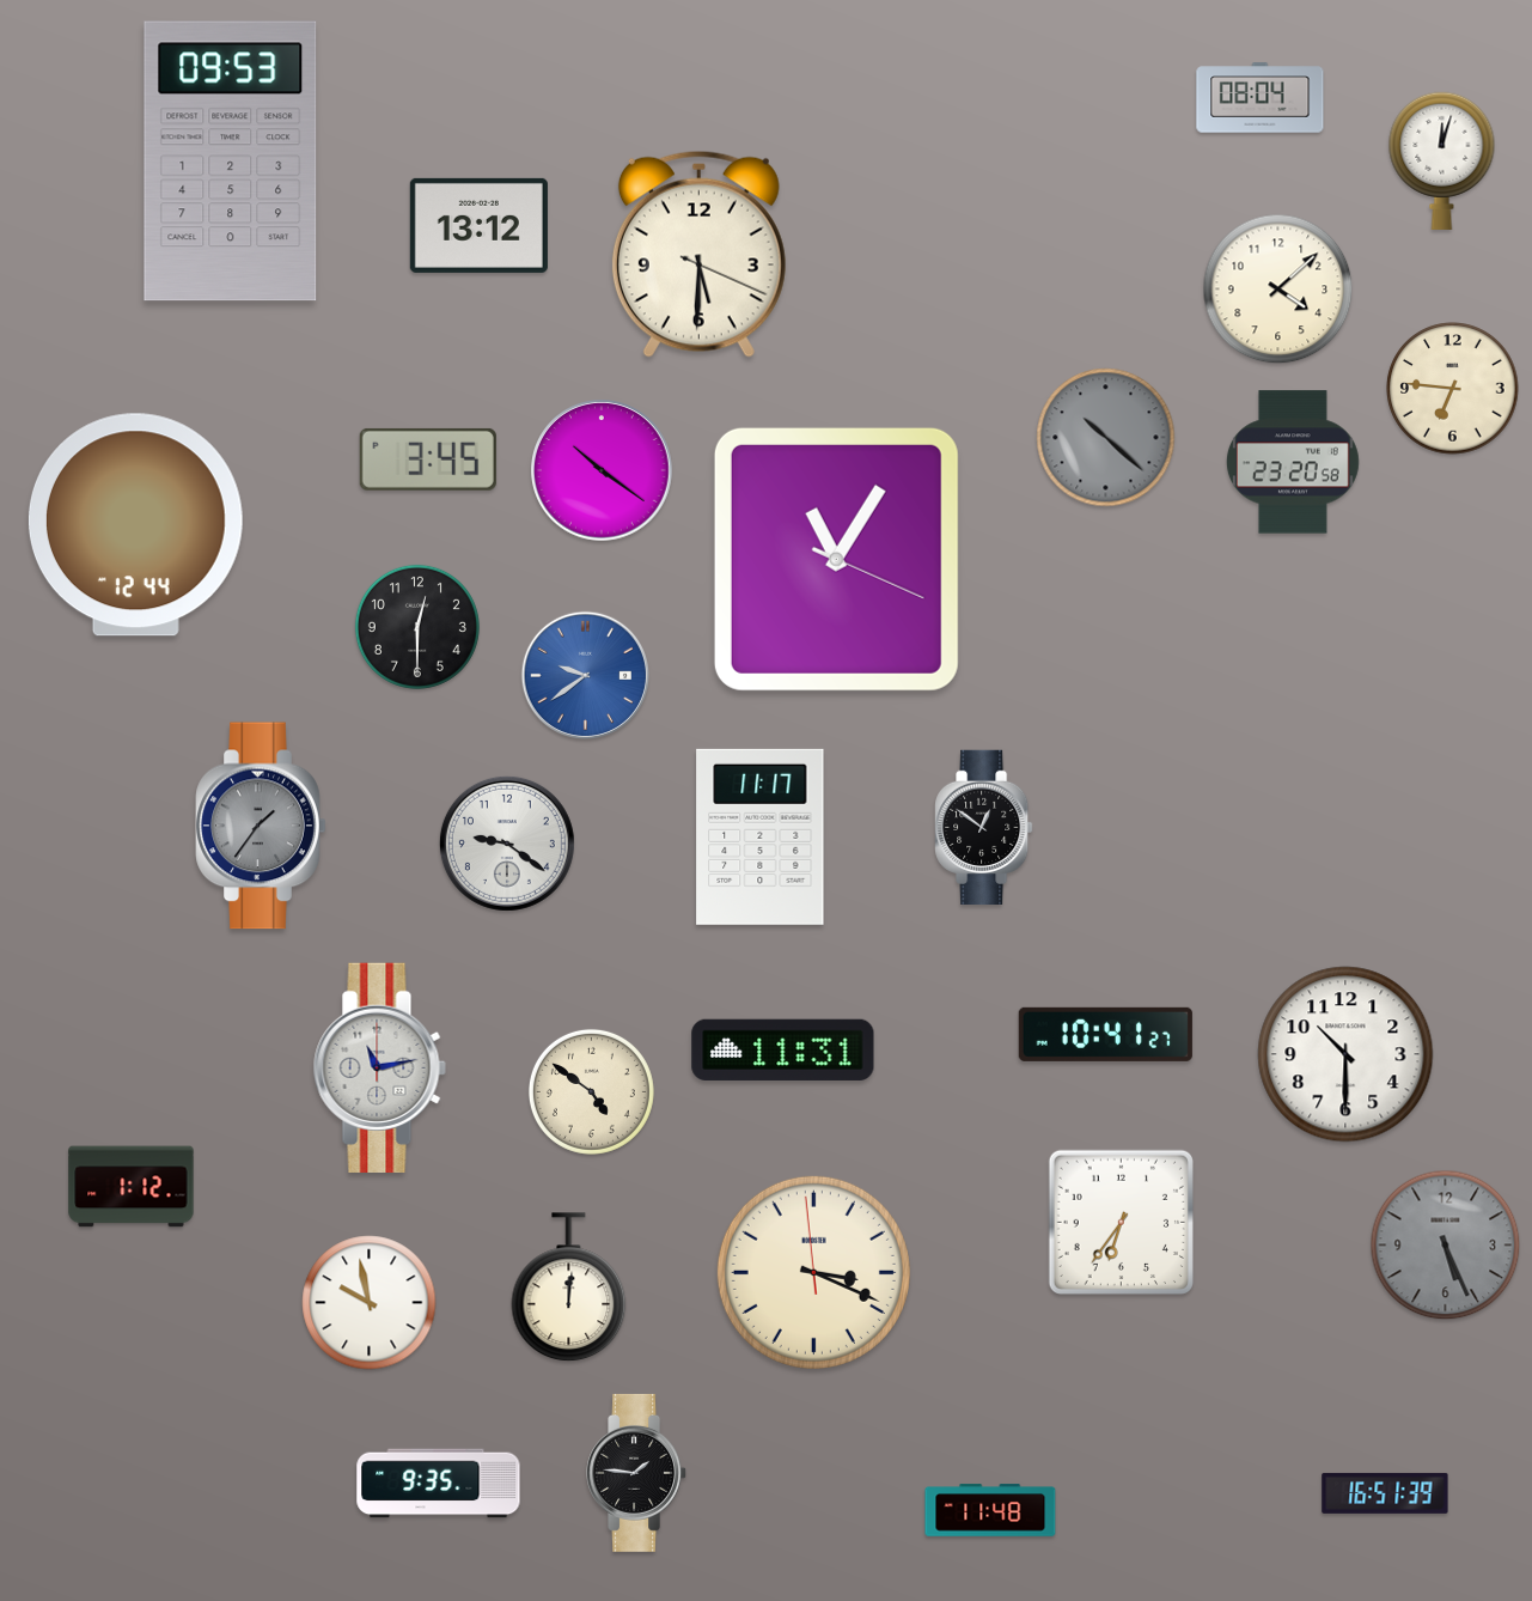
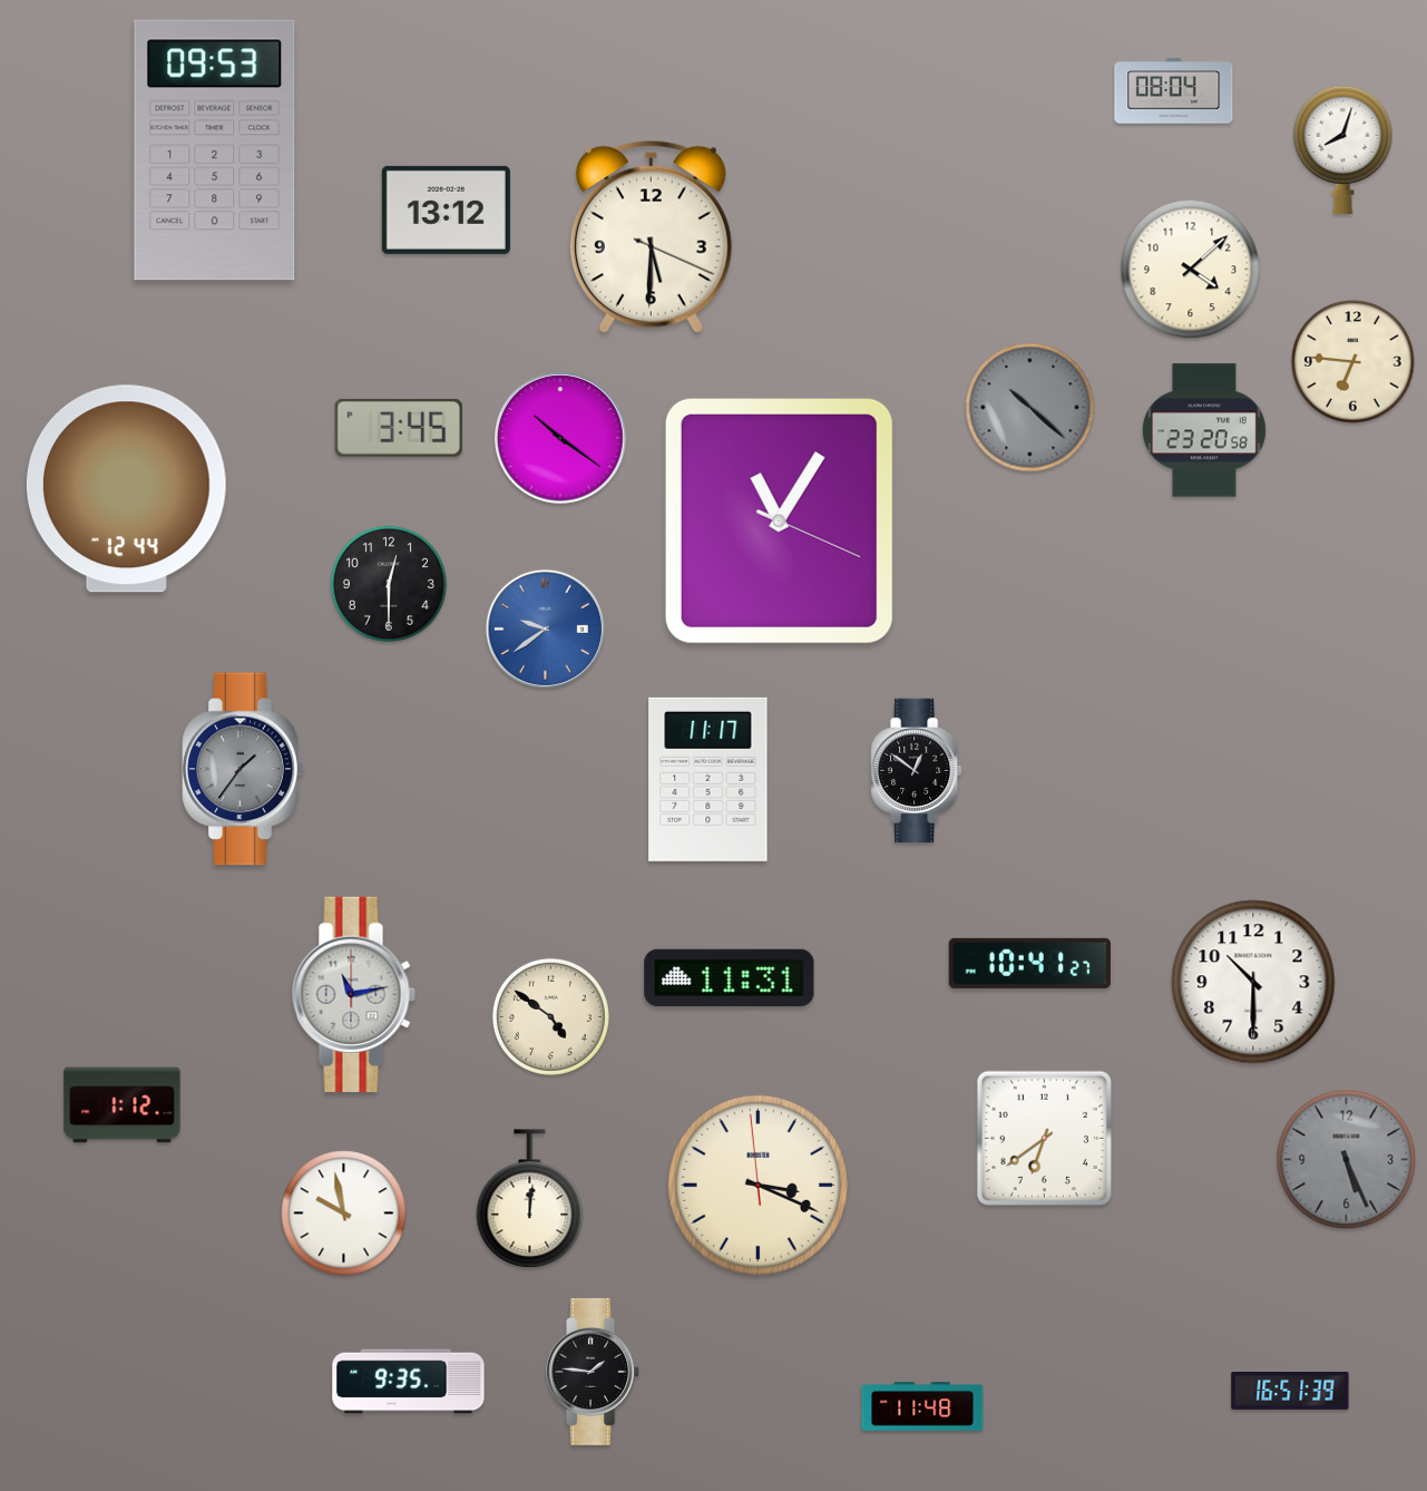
clock at (1442, 160): 12:03 -> 8:03
clock at (507, 844): 9:21 -> none
clock at (1121, 1222): 6:36 -> 6:39
